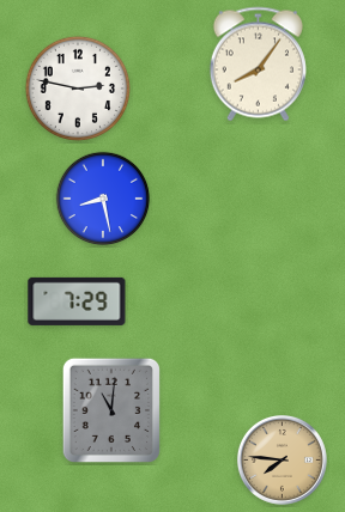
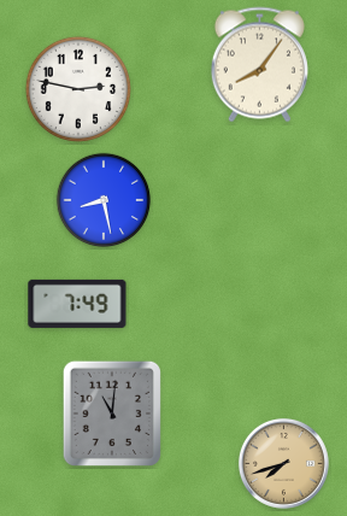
clock at (77, 301): 7:29 -> 7:49
clock at (282, 459): 7:46 -> 7:42
